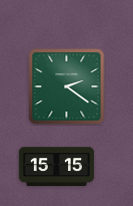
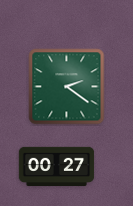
clock at (57, 167): 15:15 -> 00:27
